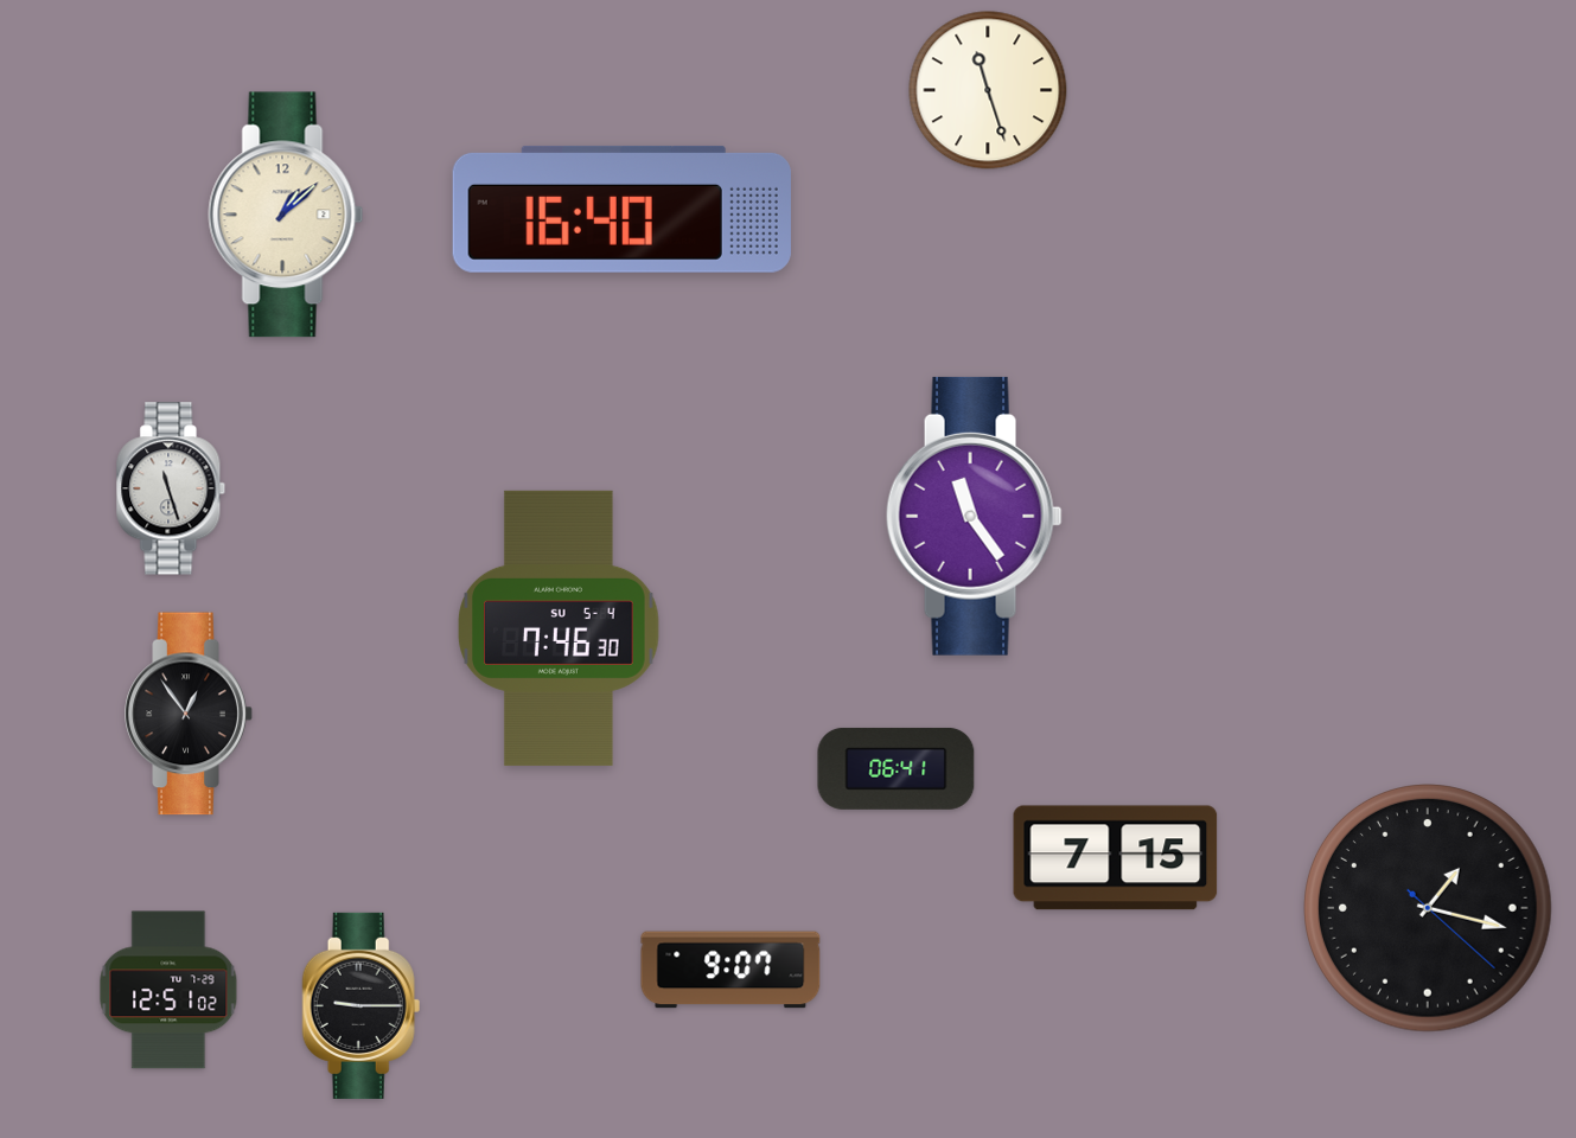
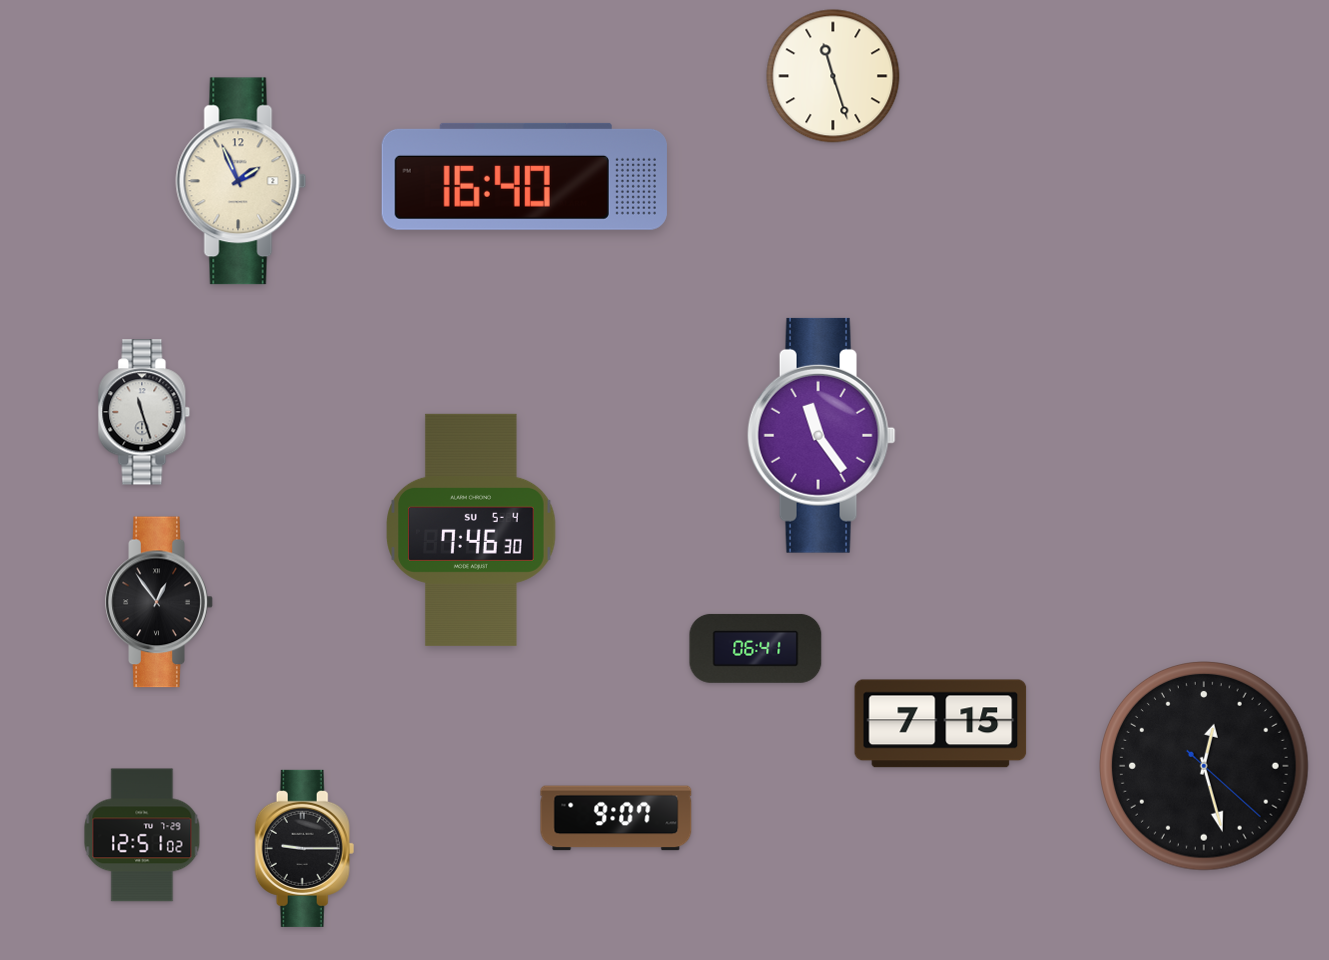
clock at (286, 215): 1:08 -> 1:56
clock at (1429, 909): 1:17 -> 12:27
